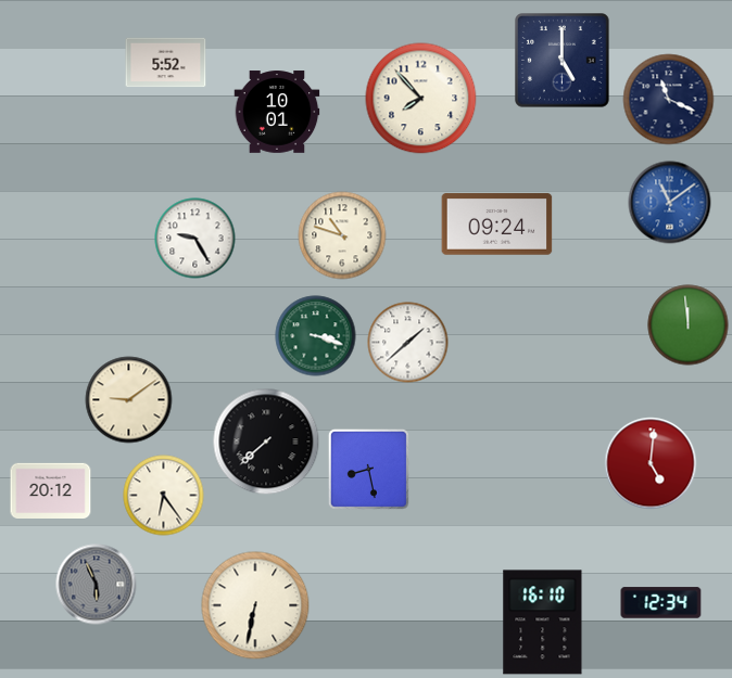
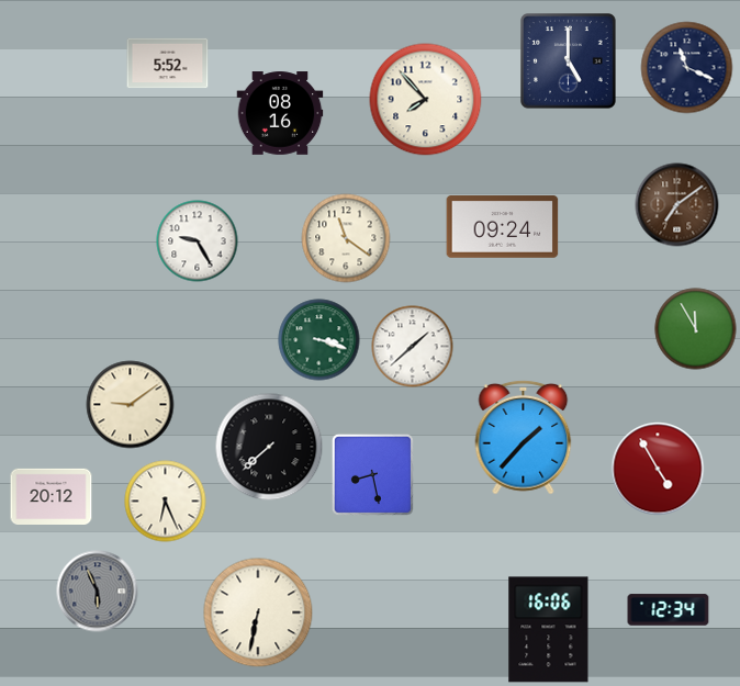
clock at (669, 100) position: (669, 100) -> (687, 68)
clock at (277, 112): 10:01 -> 08:16
clock at (670, 203): 11:09 -> 7:09
clock at (670, 203) dial: blue -> brown
clock at (342, 235): 10:48 -> 11:21
clock at (689, 325): 11:59 -> 11:55
clock at (524, 437): none -> 1:37
clock at (651, 463): 5:01 -> 4:55
clock at (164, 496): 6:24 -> 6:26
clock at (543, 623): 16:10 -> 16:06
